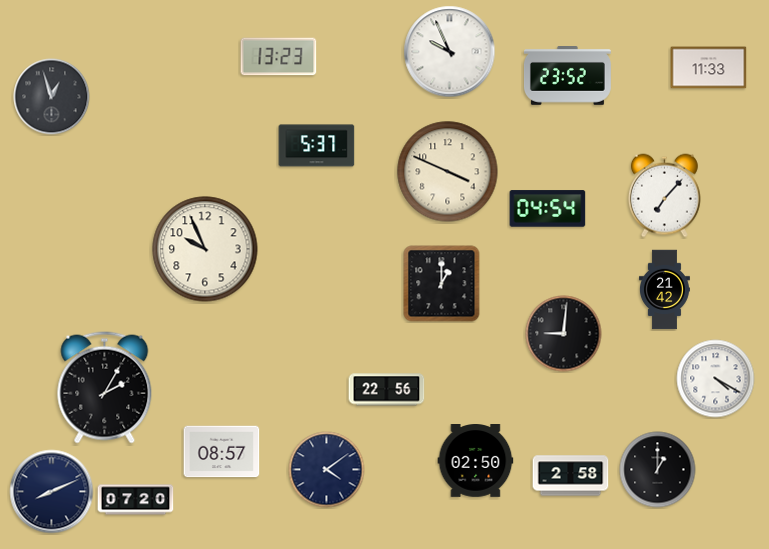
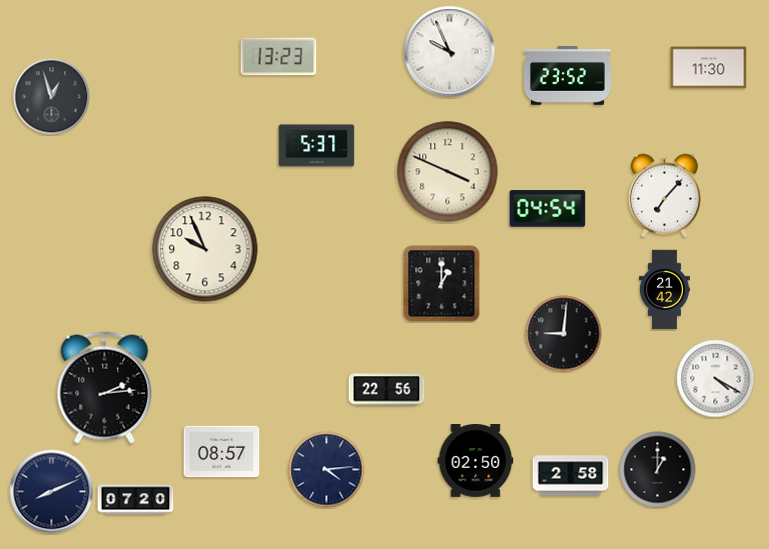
clock at (709, 68): 11:33 -> 11:30
clock at (105, 388): 2:05 -> 2:14
clock at (327, 470): 4:09 -> 4:14
